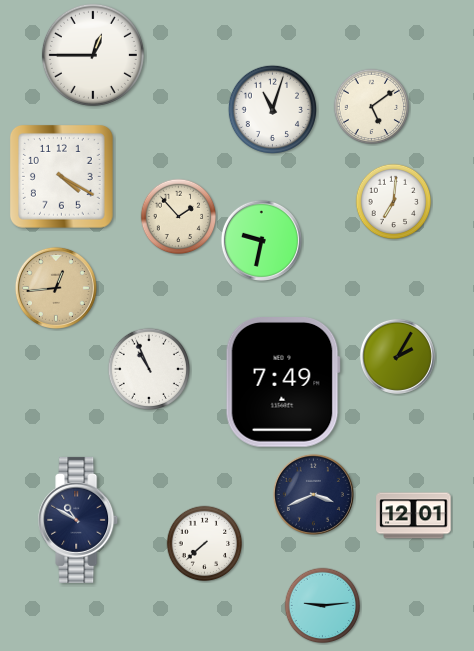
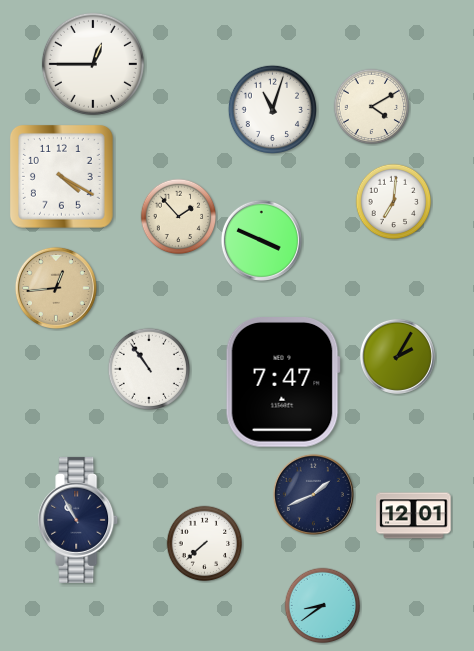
clock at (93, 55) position: (93, 55) -> (93, 64)
clock at (372, 107): 5:09 -> 4:10
clock at (261, 240): 9:32 -> 3:49
clock at (149, 369): 10:56 -> 10:54
clock at (283, 383): 7:49 -> 7:47
clock at (313, 494): 3:41 -> 1:41
clock at (79, 520): 10:50 -> 10:55
clock at (323, 606): 9:14 -> 8:39
